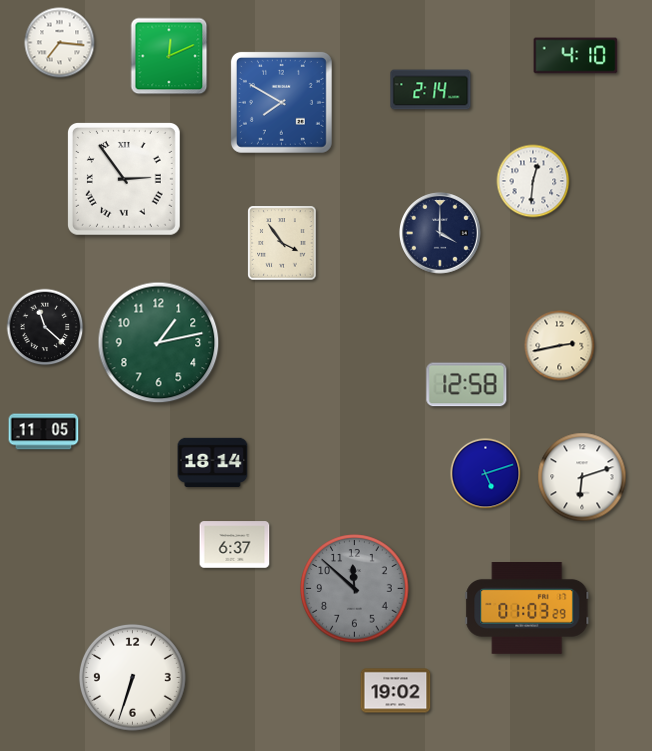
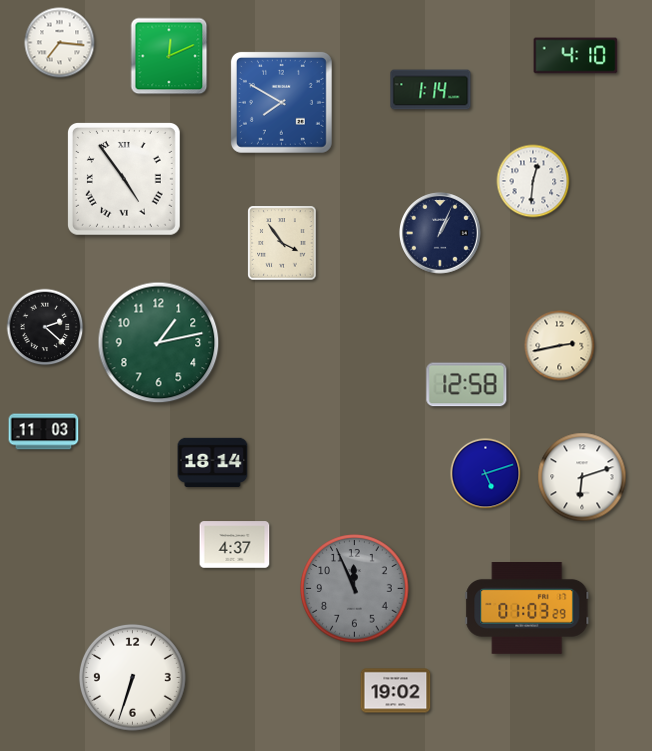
clock at (431, 90): 2:14 -> 1:14
clock at (124, 179): 2:54 -> 4:54
clock at (441, 234): 4:00 -> 1:04
clock at (45, 327): 11:22 -> 2:22
clock at (44, 432): 11:05 -> 11:03
clock at (235, 545): 6:37 -> 4:37
clock at (355, 589): 11:52 -> 11:56
